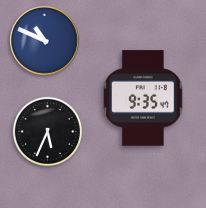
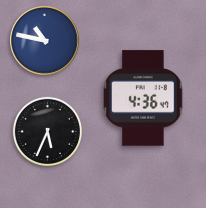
clock at (45, 41): 10:49 -> 10:47
clock at (143, 98): 9:35 -> 4:36
